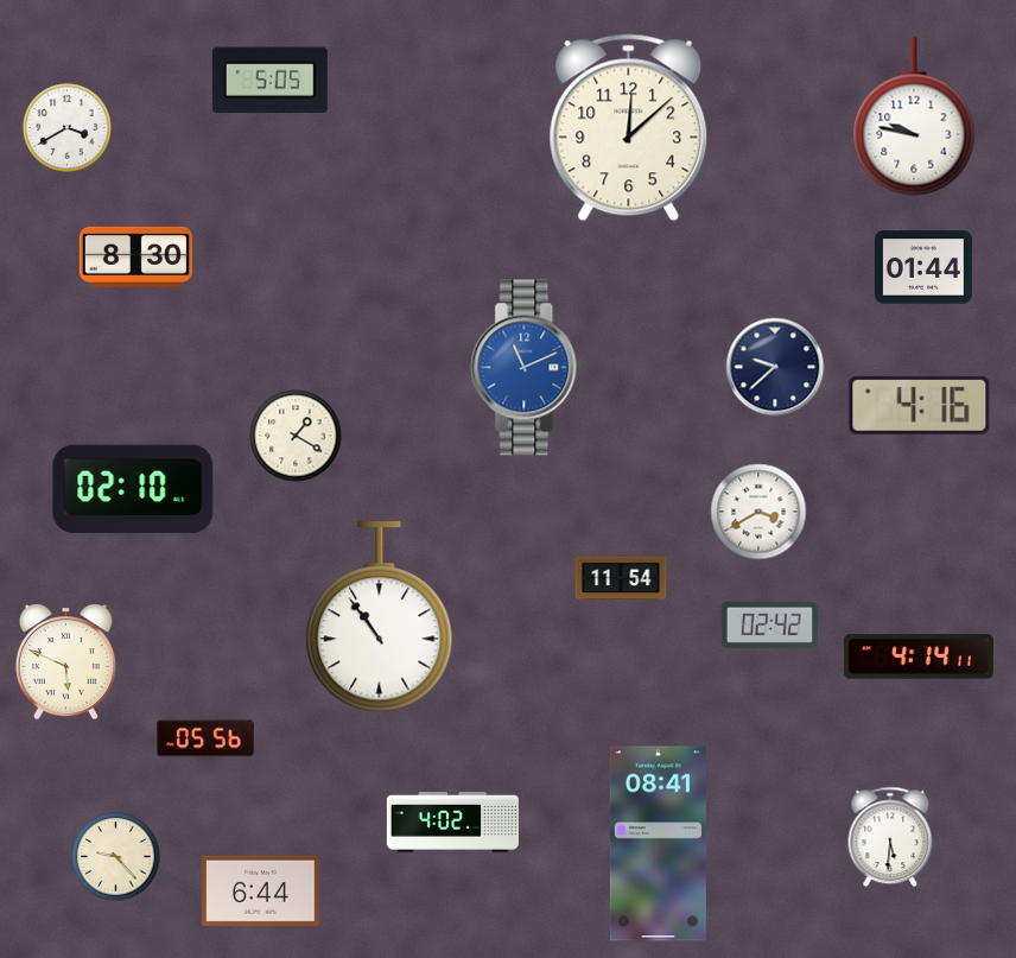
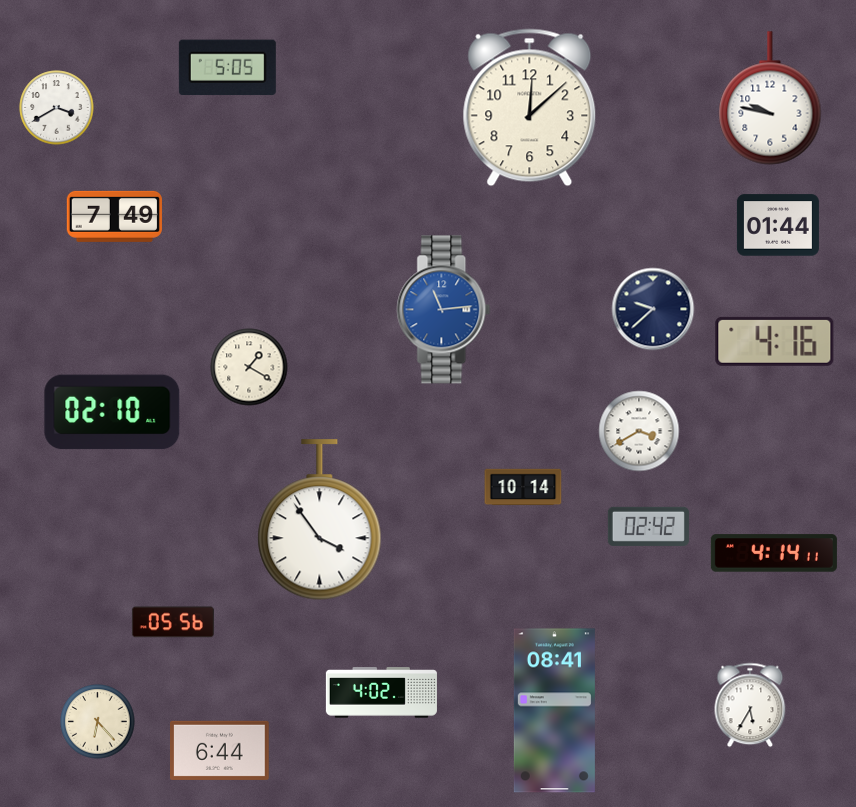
clock at (135, 256): 8:30 -> 7:49
clock at (527, 368): 11:11 -> 11:14
clock at (621, 578): 11:54 -> 10:14
clock at (380, 617): 10:54 -> 3:54
clock at (65, 662): 5:49 -> none
clock at (890, 837): 5:31 -> 5:35
clock at (116, 857): 9:23 -> 6:23
